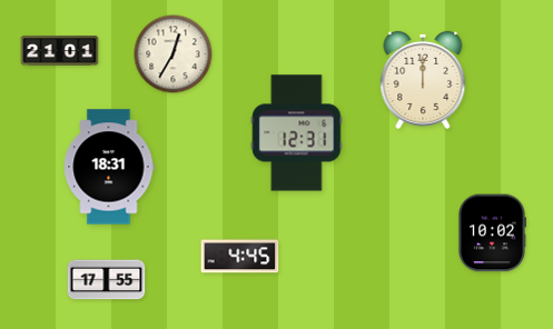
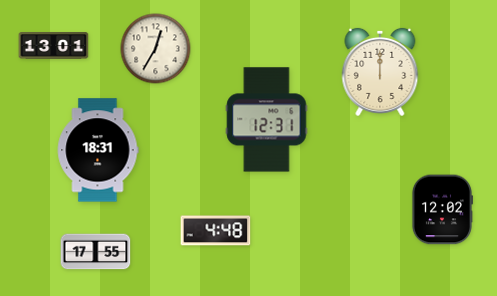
clock at (60, 51): 21:01 -> 13:01
clock at (492, 233): 10:02 -> 12:02
clock at (240, 257): 4:45 -> 4:48
